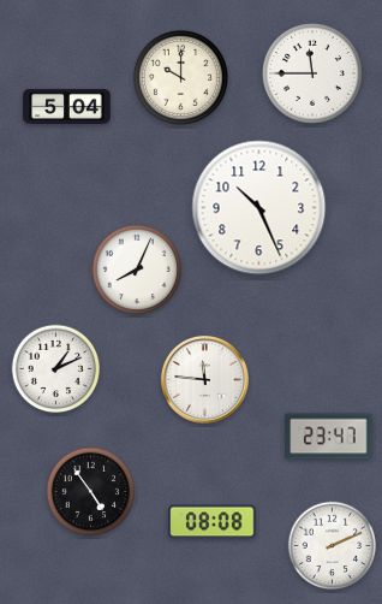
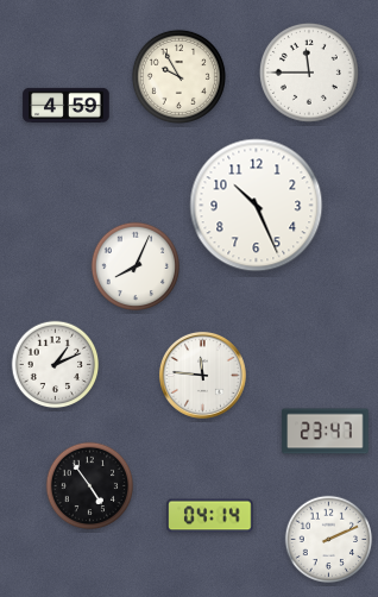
clock at (180, 77): 10:00 -> 9:55
clock at (67, 106): 5:04 -> 4:59
clock at (213, 522): 08:08 -> 04:14
